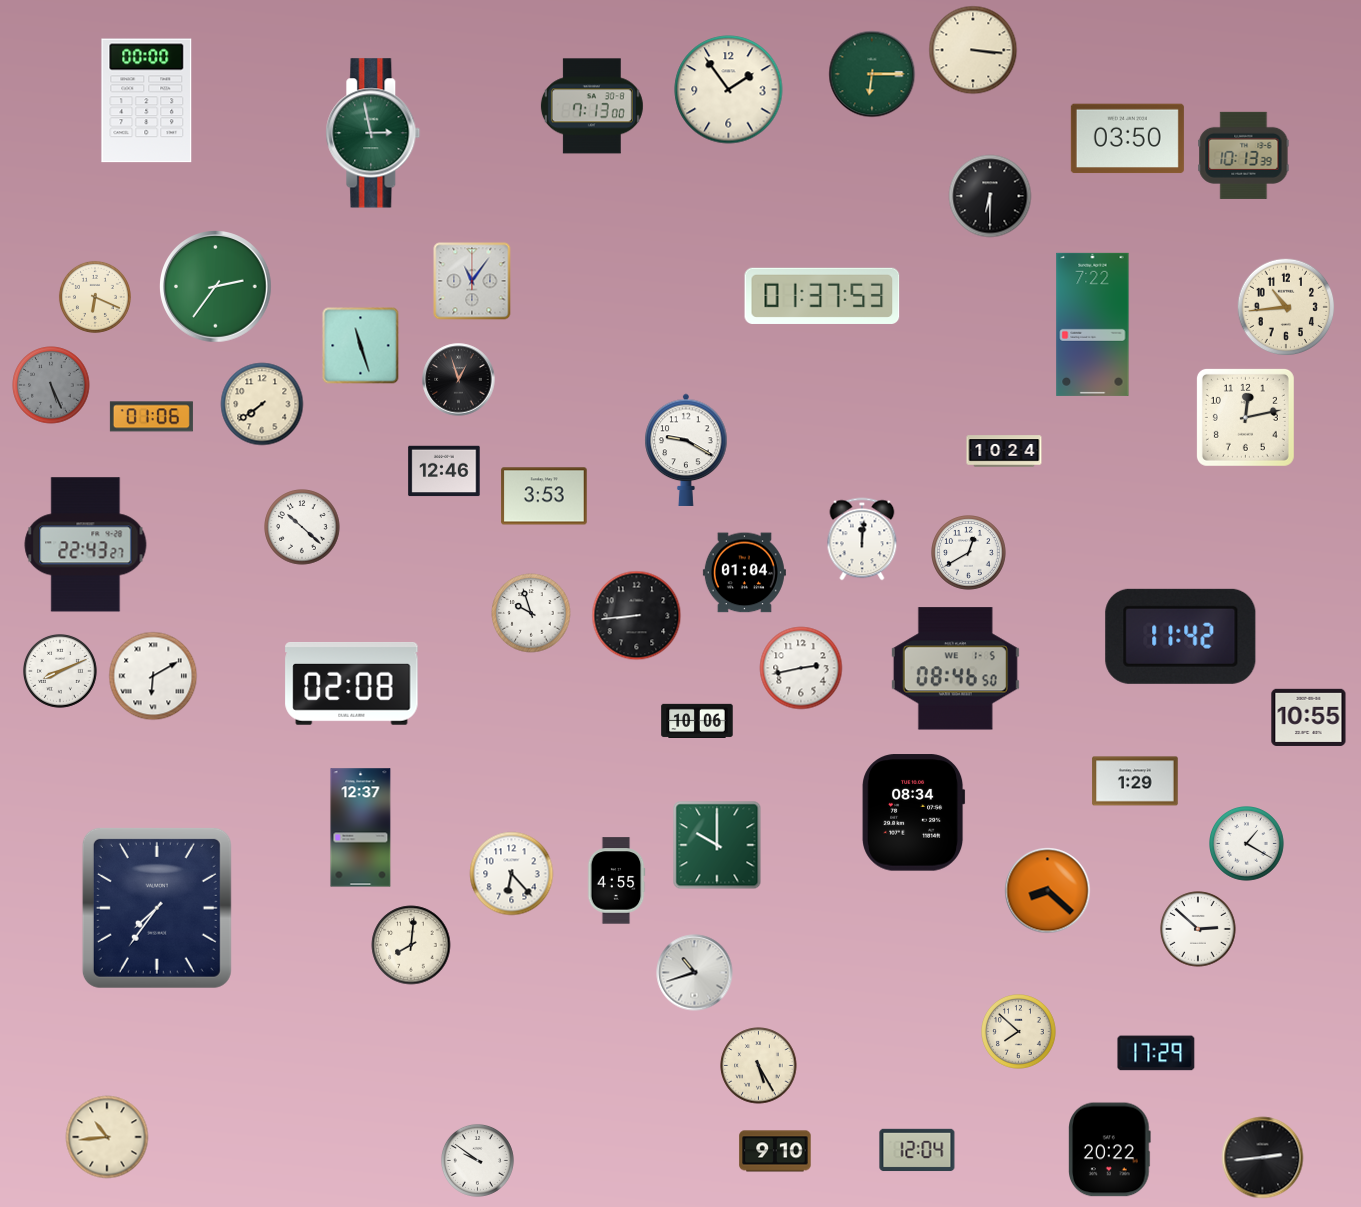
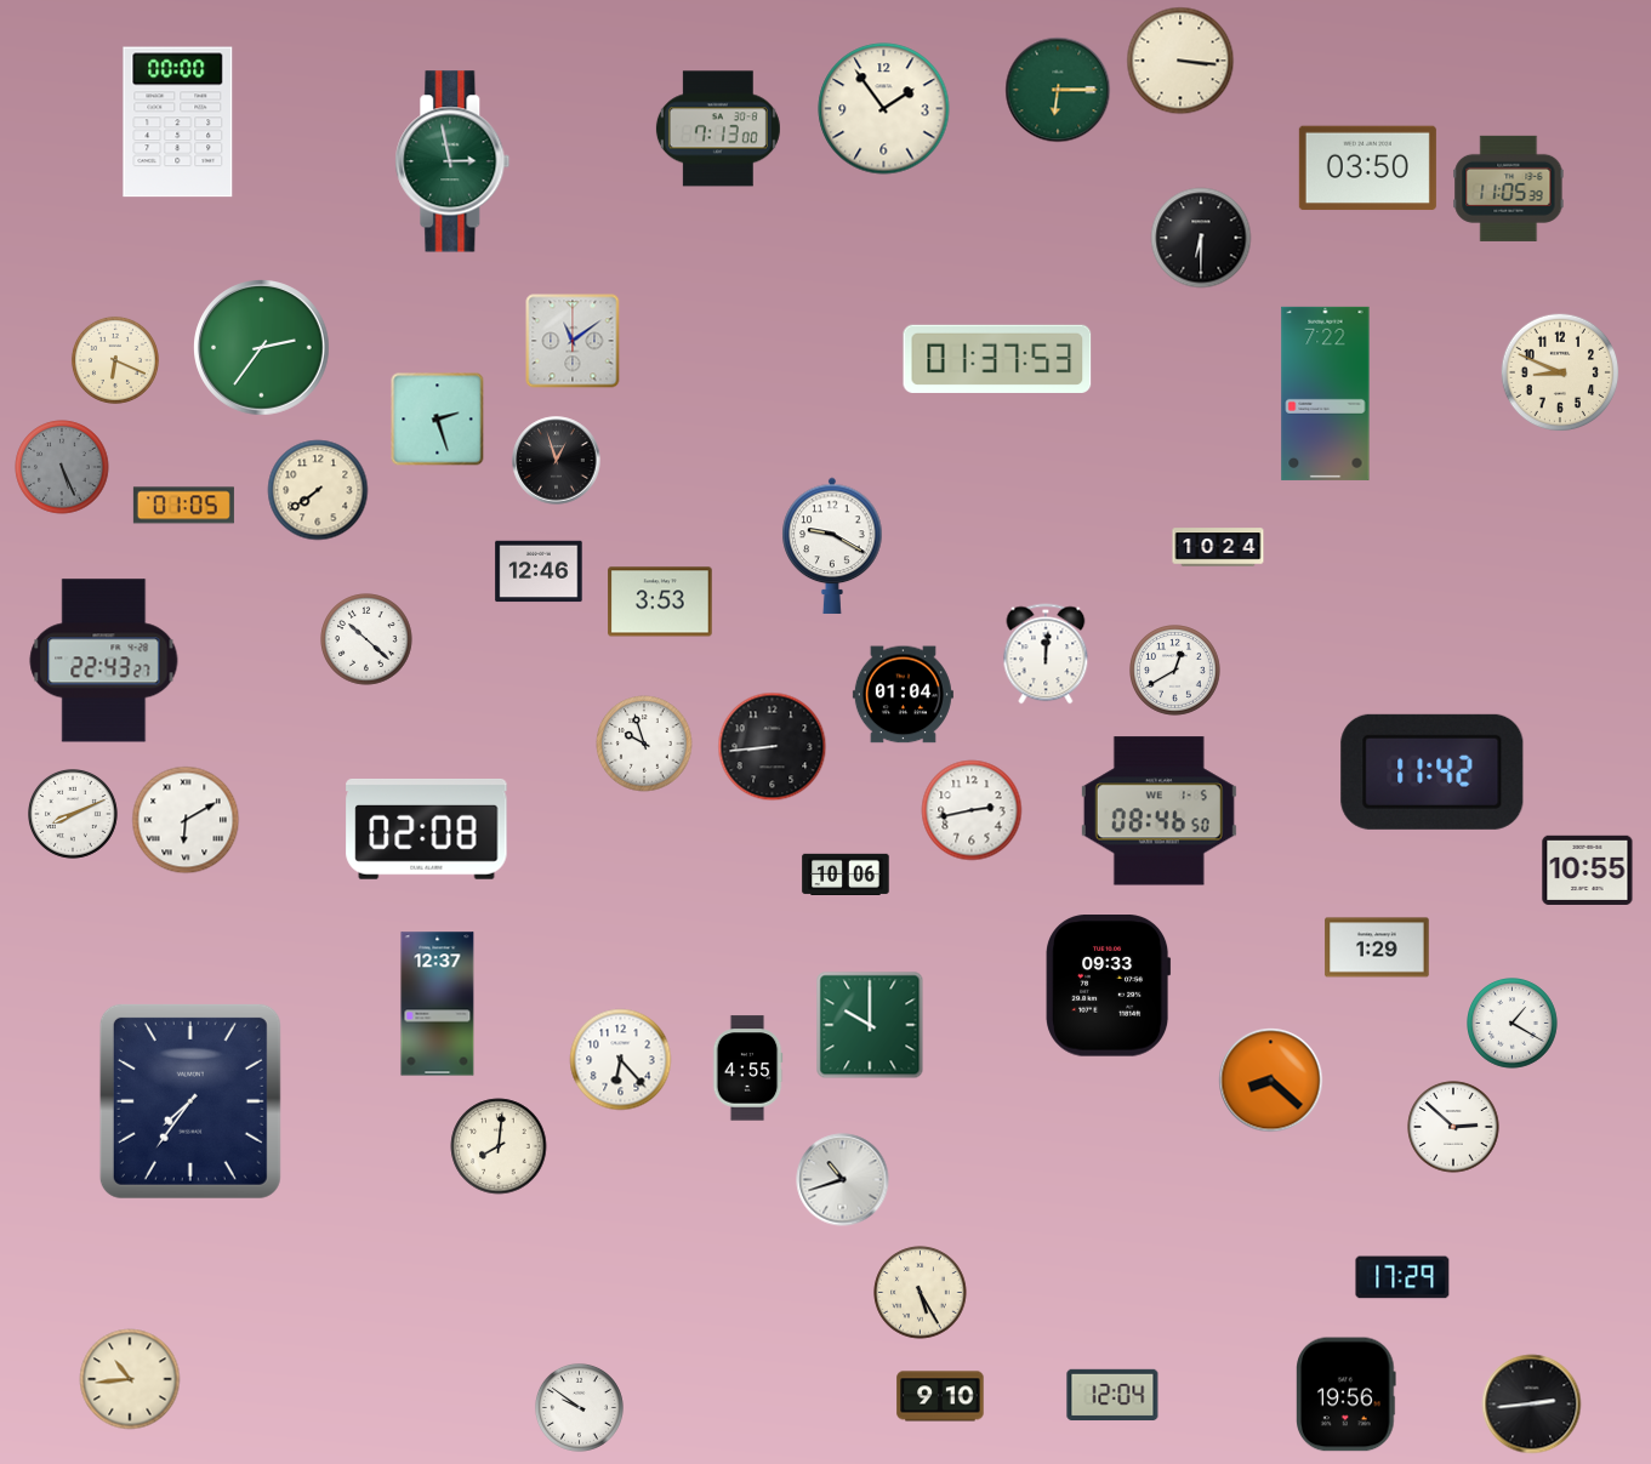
clock at (1244, 155): 10:13 -> 11:05
clock at (472, 281): 11:06 -> 11:09
clock at (1286, 307): 10:44 -> 8:49
clock at (361, 346): 11:27 -> 2:27
clock at (151, 417): 01:06 -> 01:05
clock at (1245, 417): 12:13 -> none
clock at (914, 813): 08:34 -> 09:33
clock at (1019, 1032): 7:52 -> none
clock at (1110, 1150): 20:22 -> 19:56
